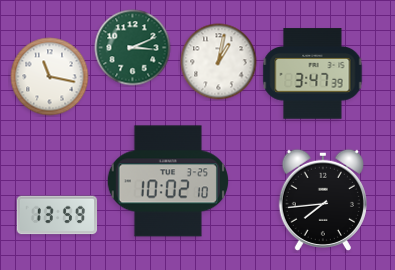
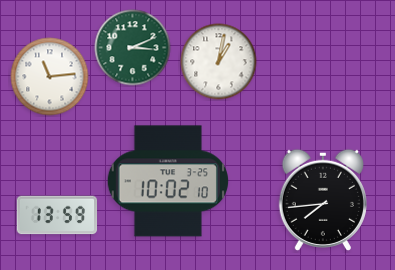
clock at (313, 74): 3:47 -> none
clock at (50, 77): 11:17 -> 11:14
